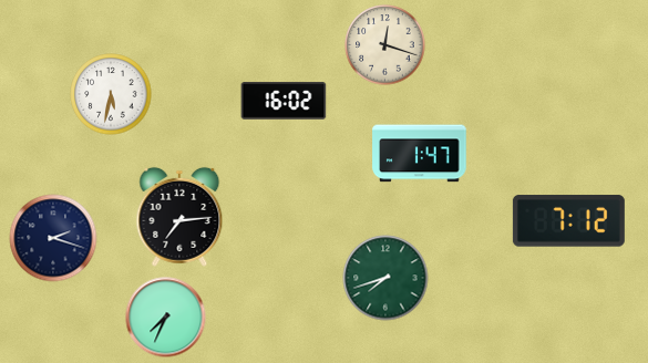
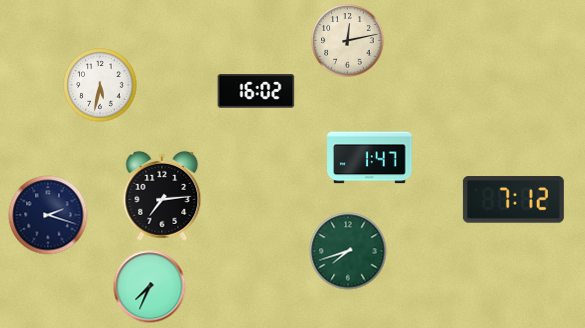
clock at (385, 45): 12:18 -> 12:13
clock at (420, 154) position: (420, 154) -> (370, 158)
